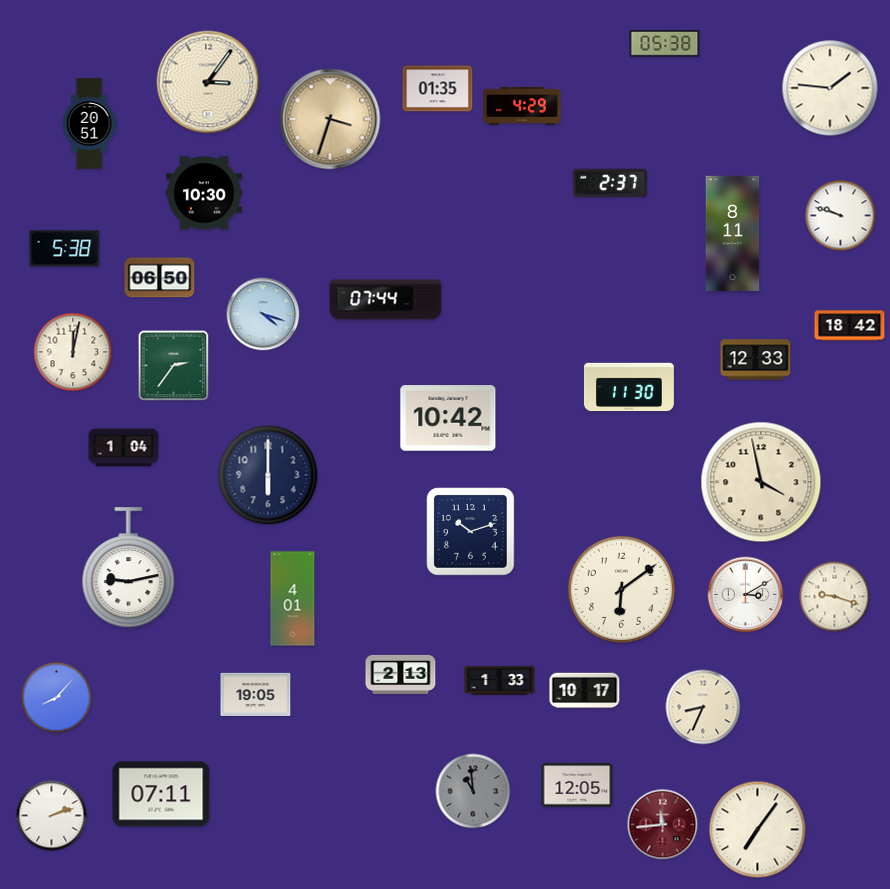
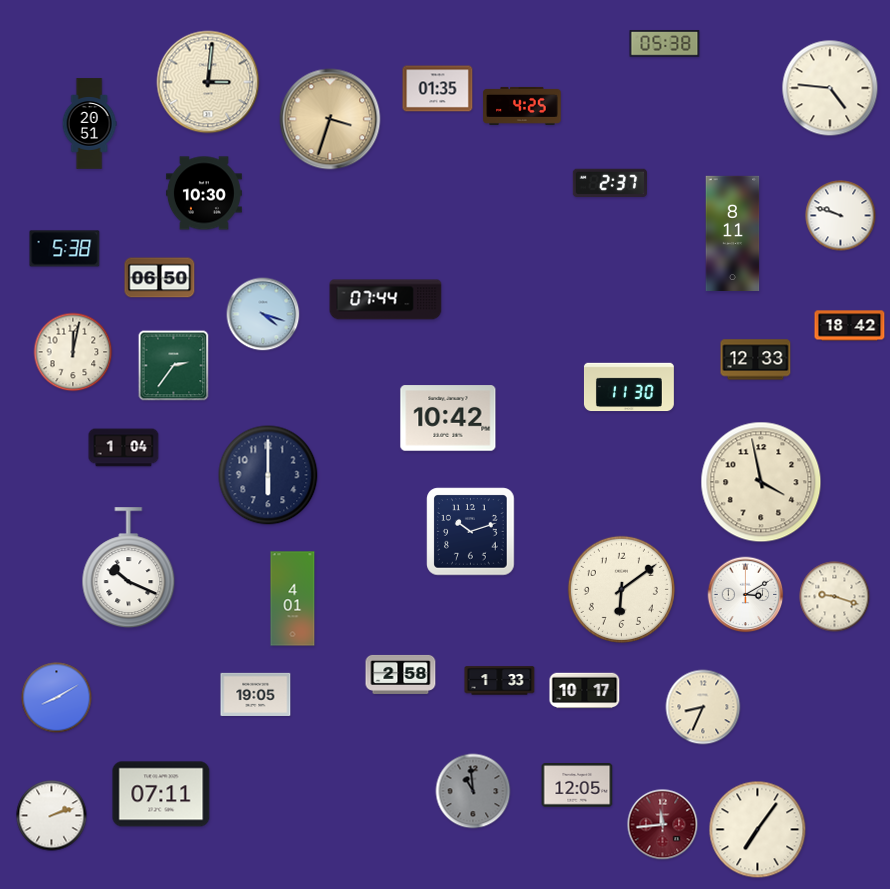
clock at (208, 82): 3:06 -> 3:01
clock at (830, 88): 1:46 -> 4:46
clock at (522, 106): 4:29 -> 4:25
clock at (129, 568): 9:13 -> 10:19
clock at (401, 674): 2:13 -> 2:58
clock at (57, 698): 8:07 -> 8:10
